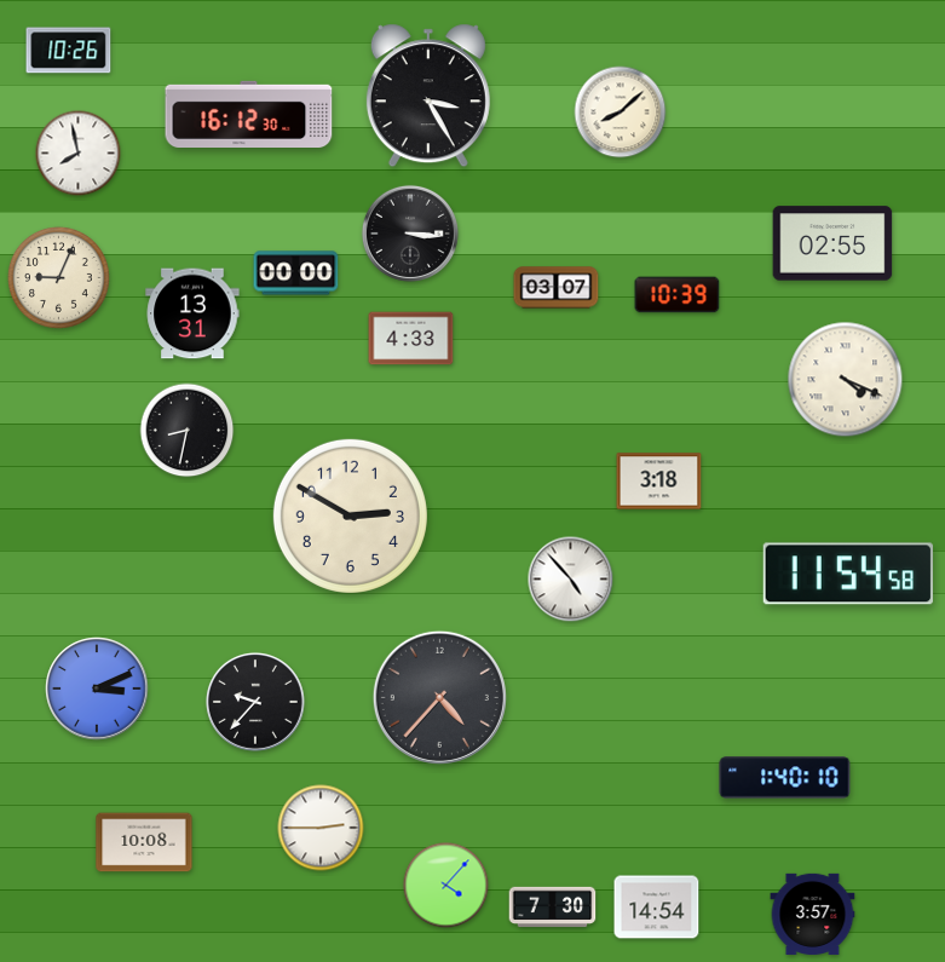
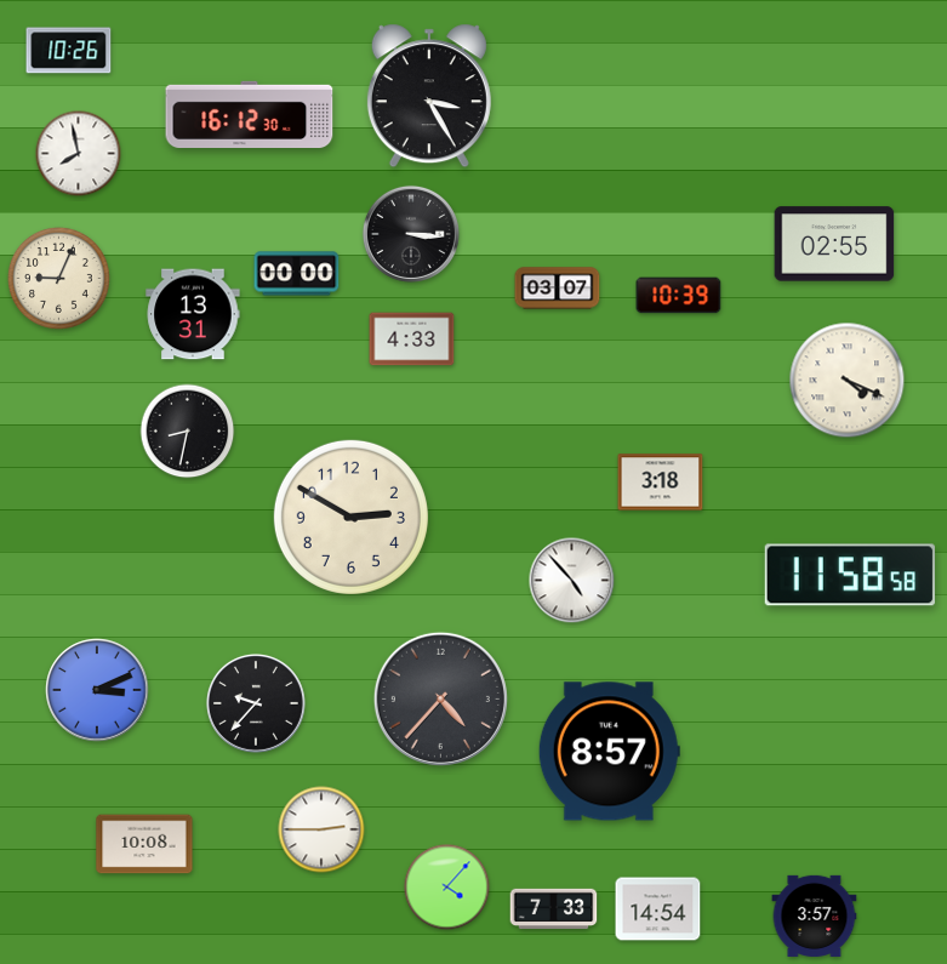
clock at (621, 113): 8:08 -> none
clock at (847, 574): 11:54 -> 11:58
clock at (609, 752): none -> 8:57
clock at (785, 778): 1:40 -> none
clock at (553, 908): 7:30 -> 7:33
